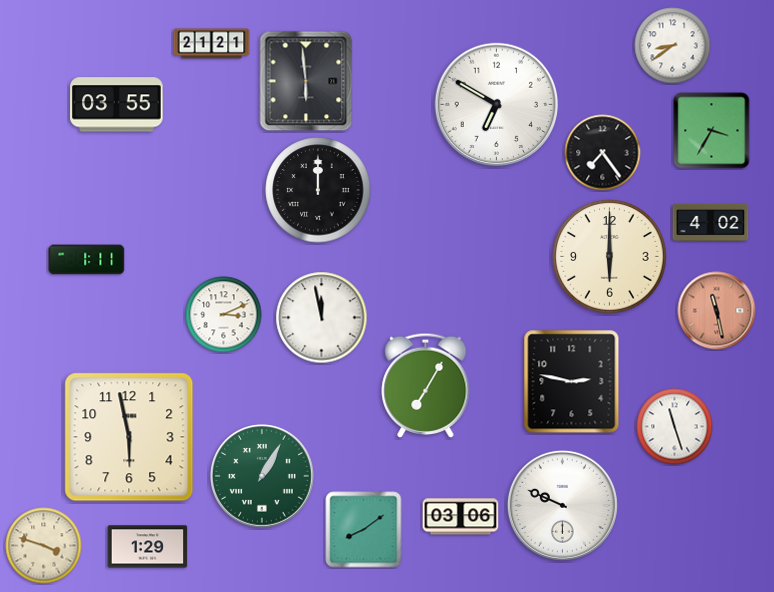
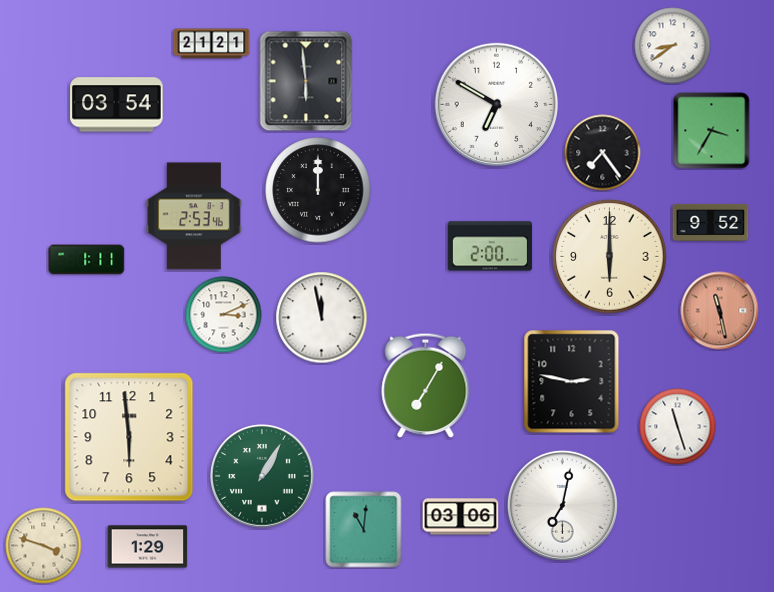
clock at (117, 105): 03:55 -> 03:54
clock at (194, 216): none -> 2:53
clock at (711, 222): 4:02 -> 9:52
clock at (489, 246): none -> 2:00
clock at (717, 311) position: (717, 311) -> (720, 311)
clock at (675, 427) position: (675, 427) -> (678, 427)
clock at (129, 437): 5:58 -> 5:59
clock at (562, 505): 9:49 -> 7:02
clock at (364, 530): 8:09 -> 11:01
